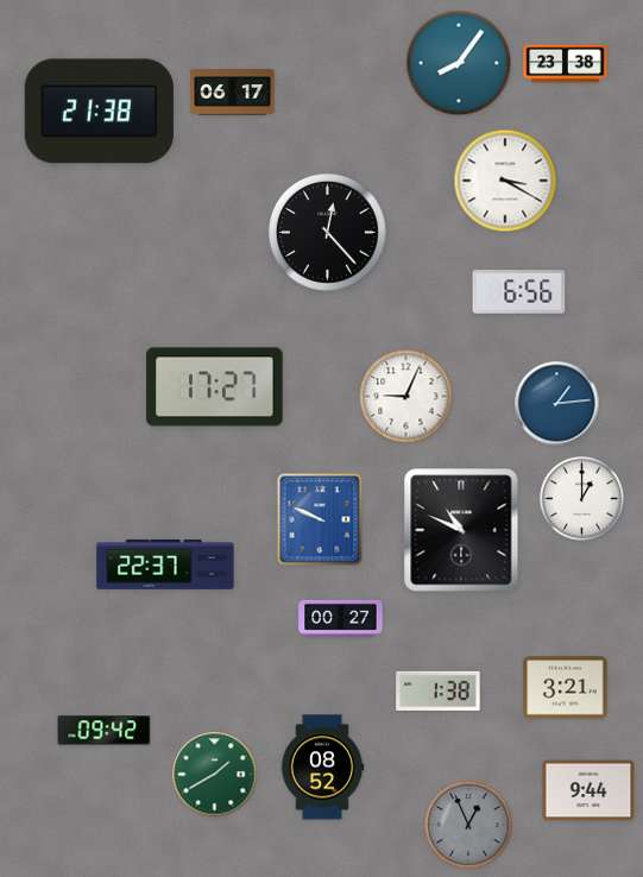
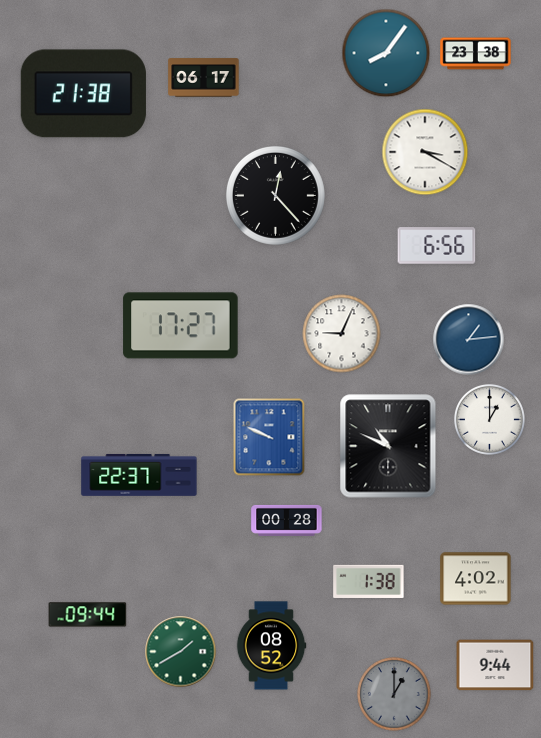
clock at (233, 93) position: (233, 93) -> (204, 78)
clock at (341, 618): 00:27 -> 00:28
clock at (566, 688): 3:21 -> 4:02
clock at (105, 731): 09:42 -> 09:44
clock at (468, 825): 12:56 -> 1:00
